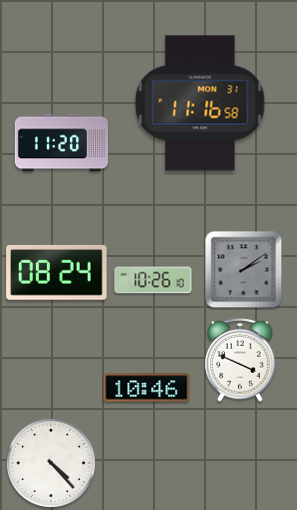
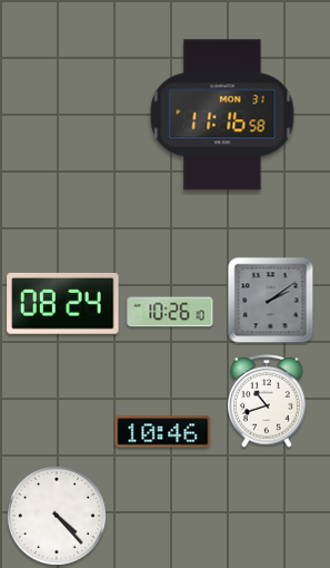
clock at (61, 143): 11:20 -> none
clock at (240, 361): 3:49 -> 10:42
